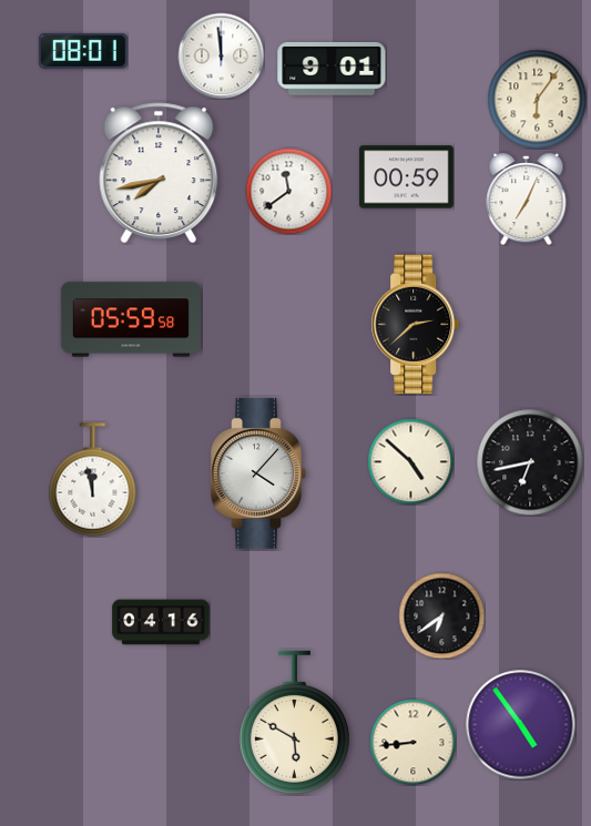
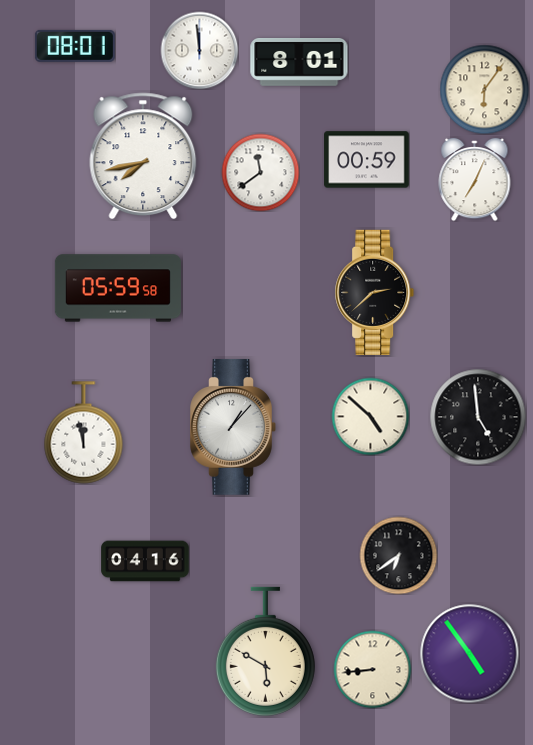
clock at (332, 70): 9:01 -> 8:01
clock at (530, 462): 6:43 -> 4:59
clock at (258, 473): 4:07 -> 1:07
